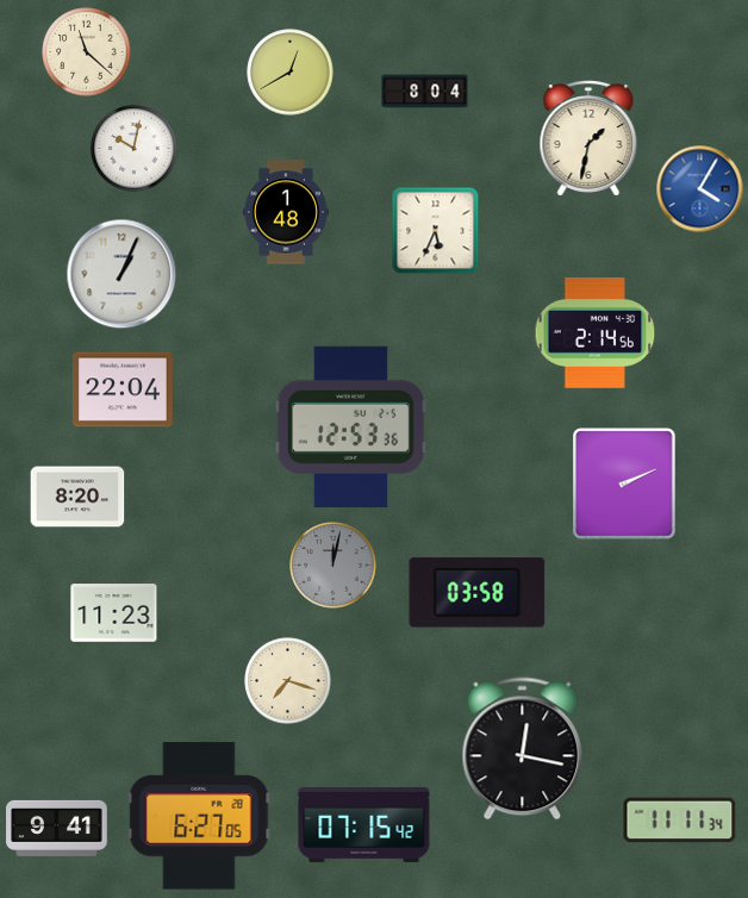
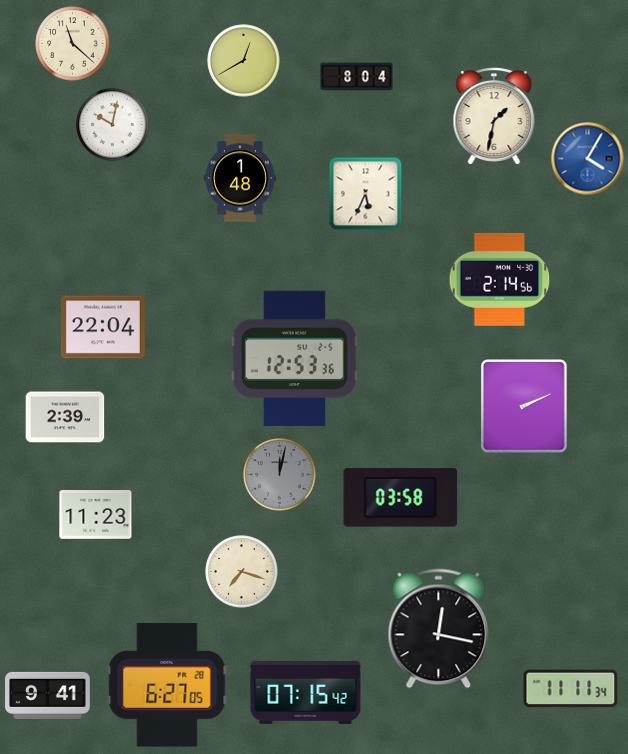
clock at (121, 274): 1:04 -> none
clock at (77, 497): 8:20 -> 2:39
